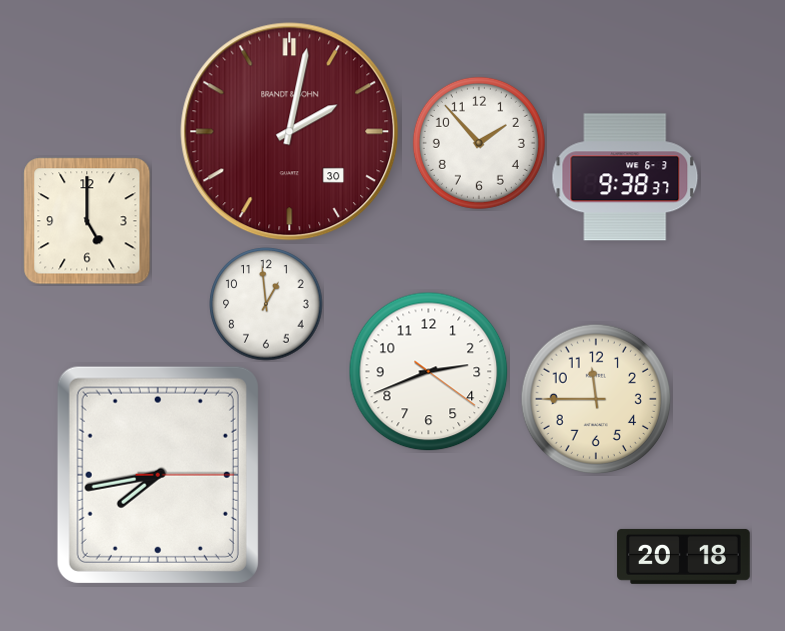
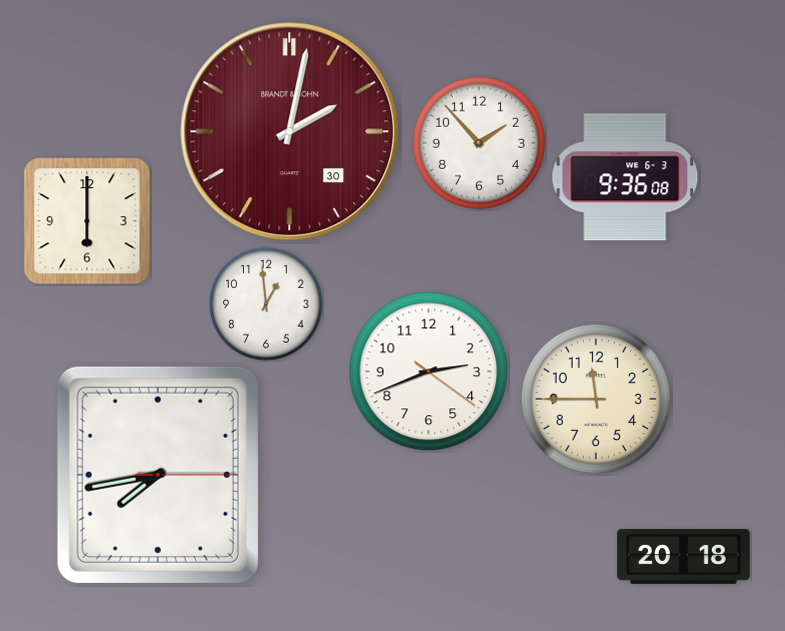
clock at (625, 177): 9:38 -> 9:36
clock at (87, 221): 5:00 -> 6:00
